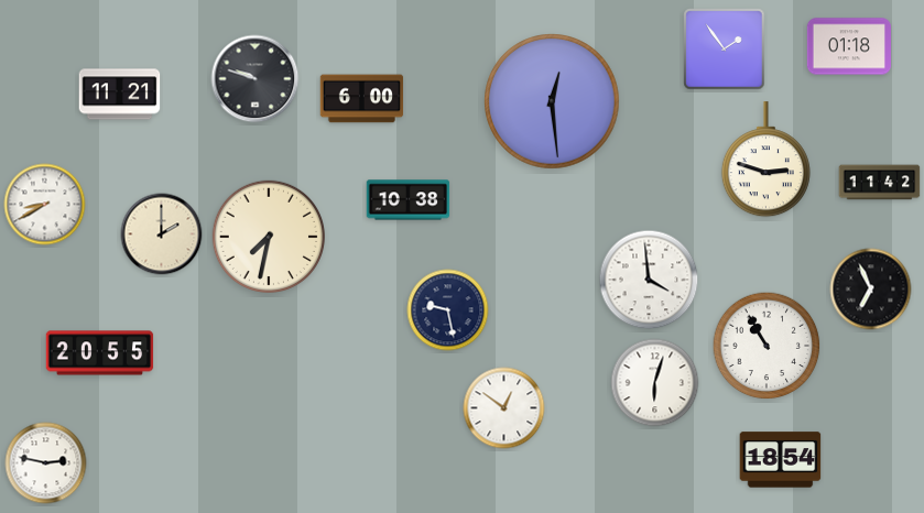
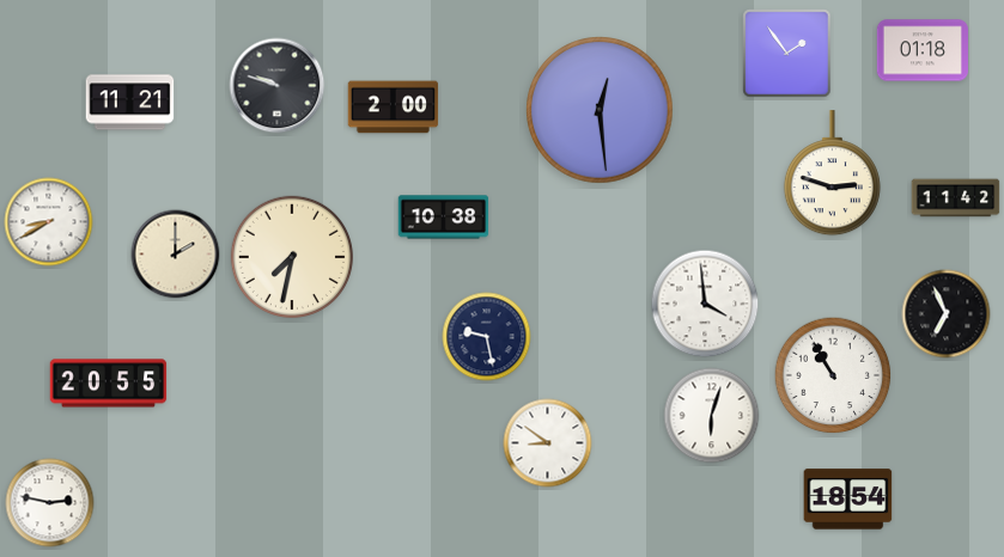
clock at (362, 99): 6:00 -> 2:00
clock at (504, 408): 12:51 -> 8:51
